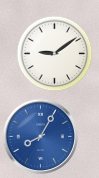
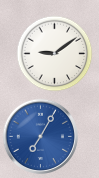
clock at (40, 136): 8:05 -> 7:05
